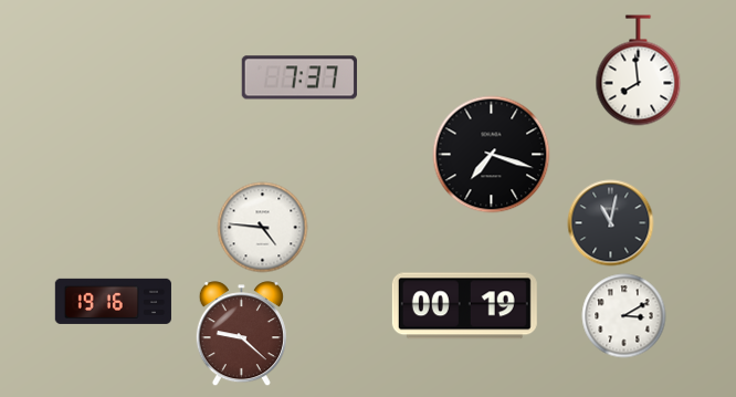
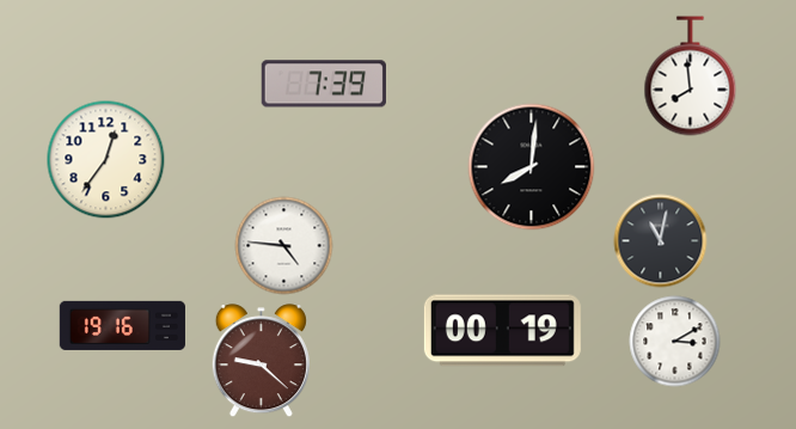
clock at (299, 77): 7:37 -> 7:39
clock at (106, 160): none -> 12:36
clock at (492, 155): 7:18 -> 8:01
